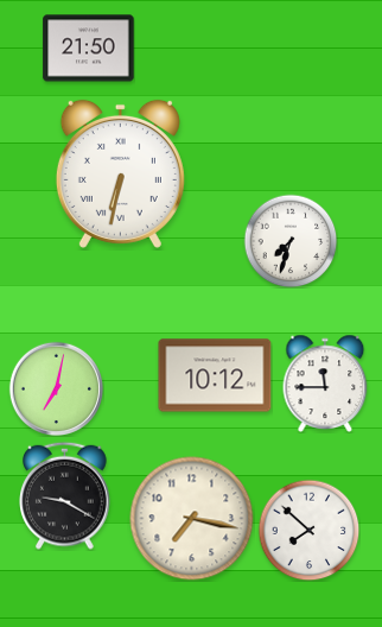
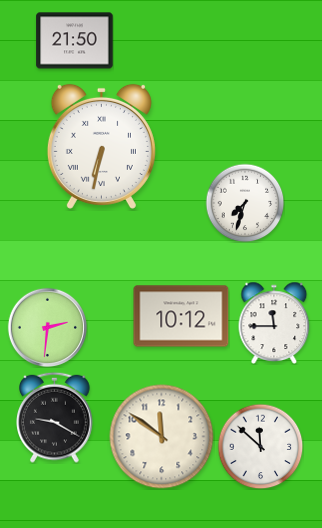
clock at (56, 388): 7:02 -> 2:31
clock at (192, 519): 7:17 -> 11:51
clock at (308, 530): 7:52 -> 11:52
